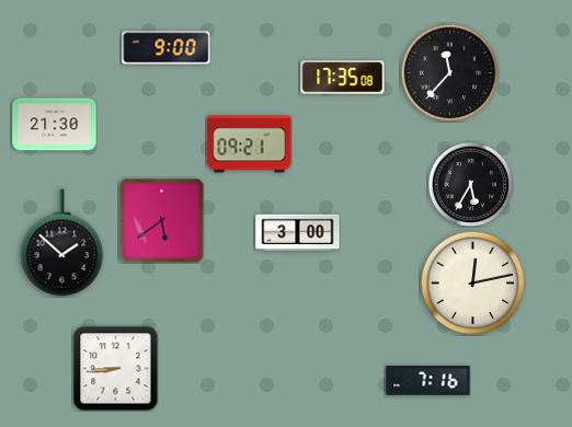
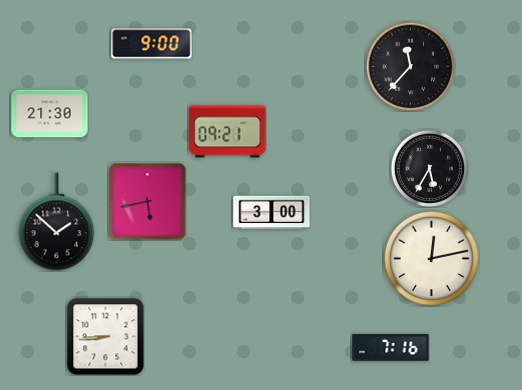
clock at (343, 78): 17:35 -> none
clock at (161, 220): 5:39 -> 5:43
